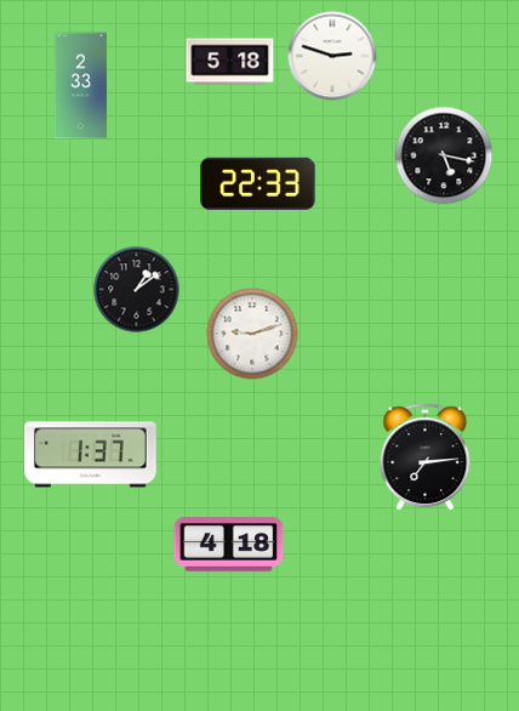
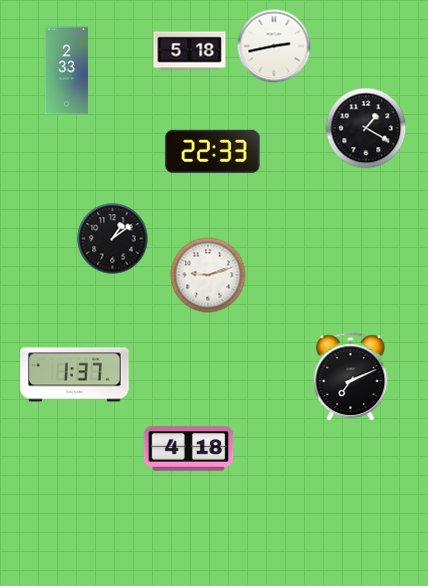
clock at (332, 56): 2:48 -> 2:43
clock at (444, 155): 5:17 -> 1:20
clock at (426, 457): 7:14 -> 7:11
